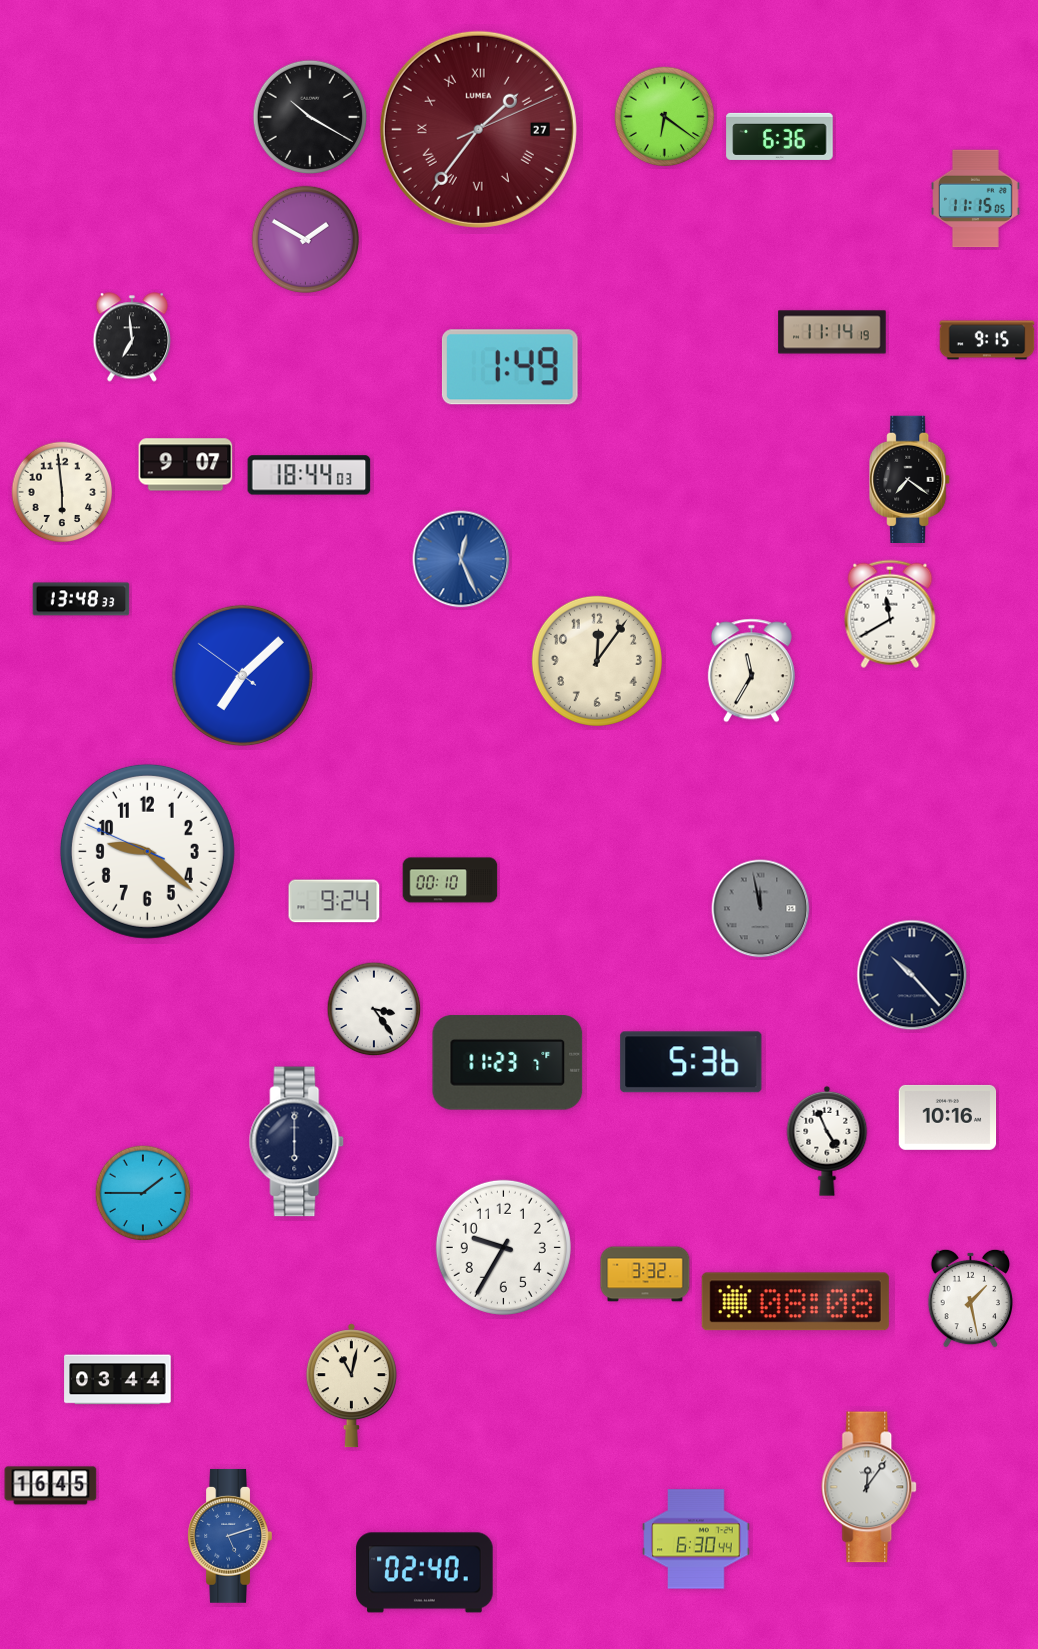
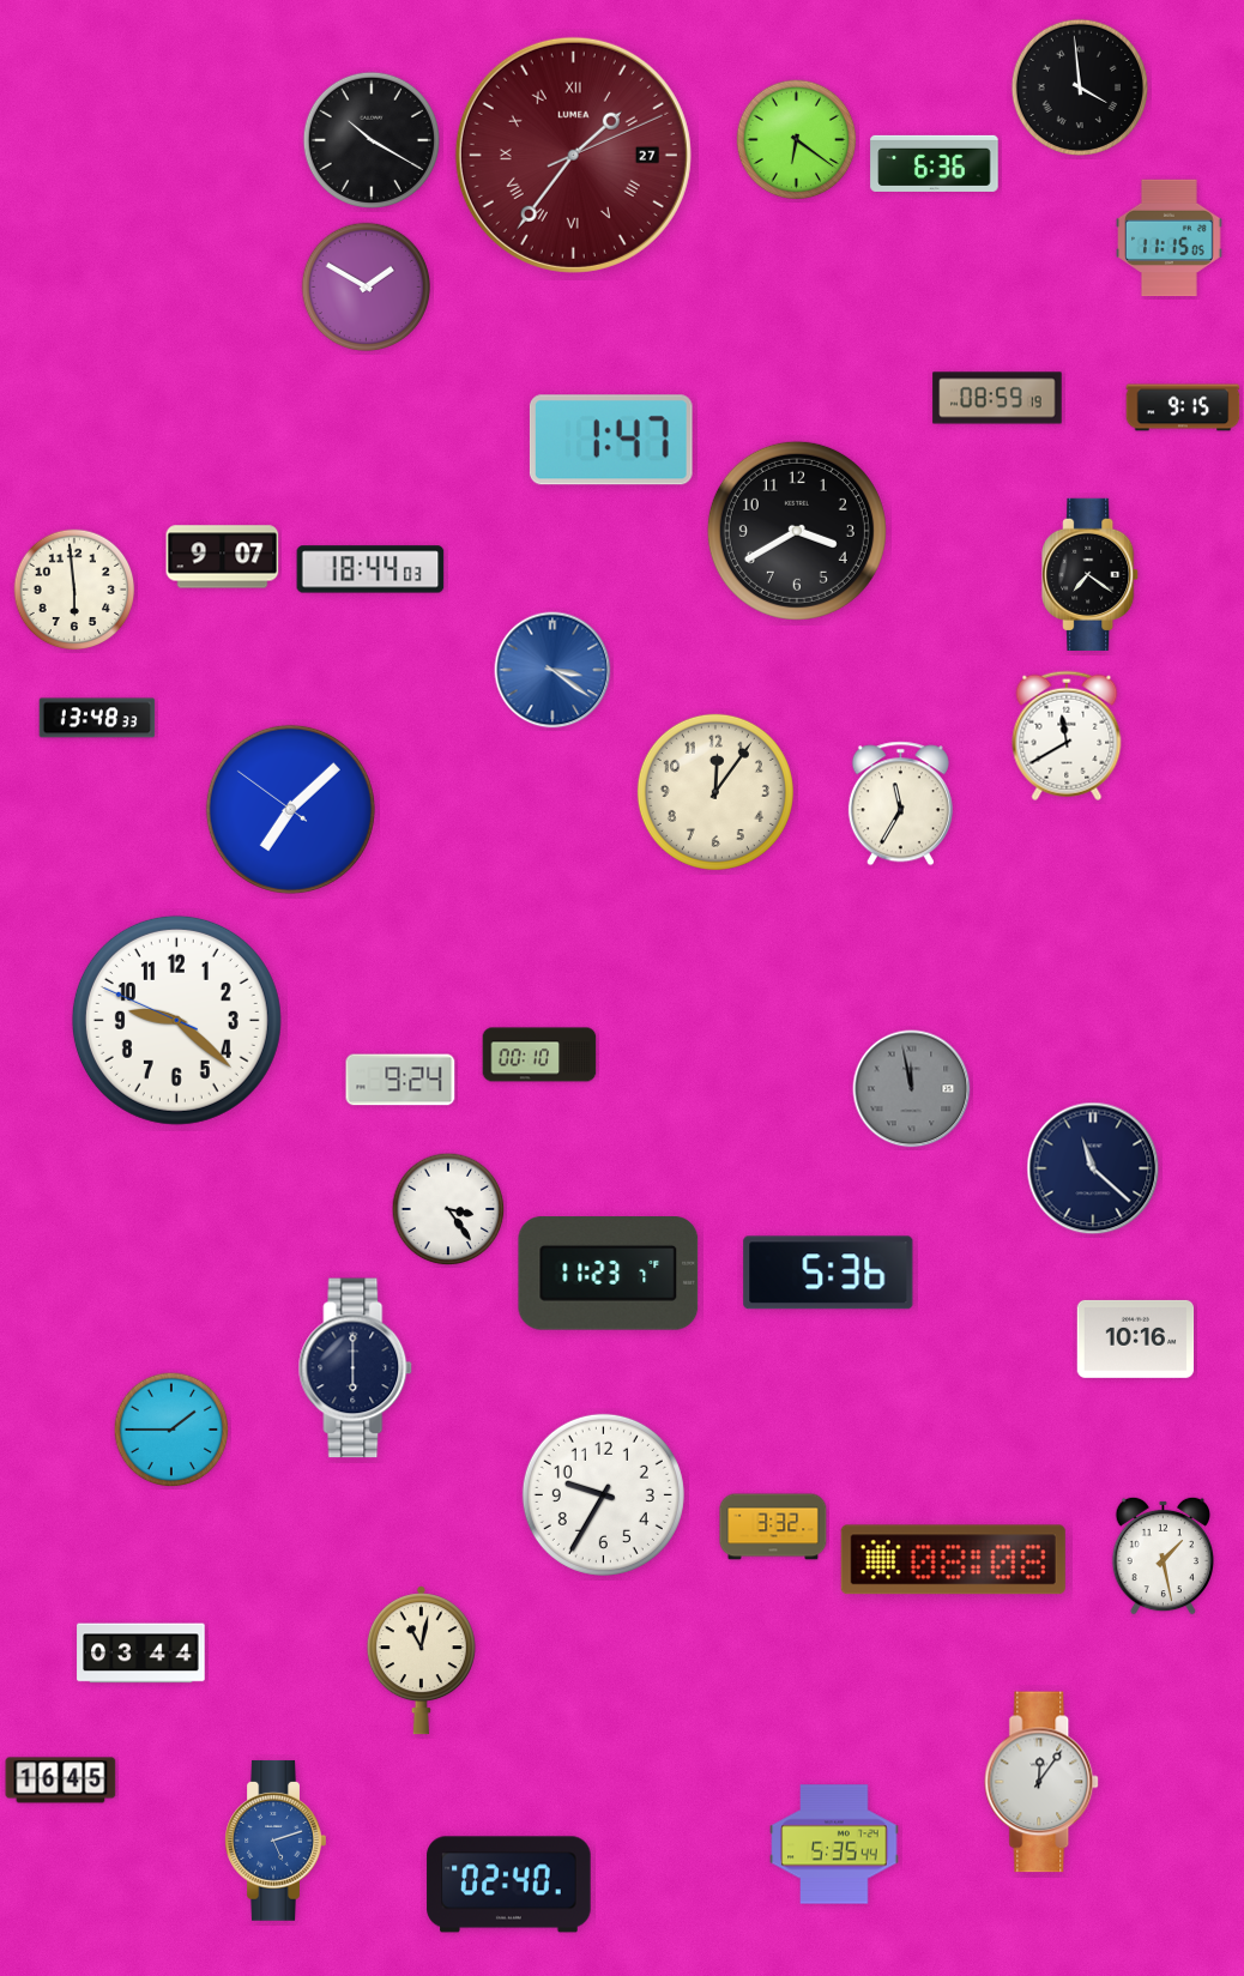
clock at (1079, 86): none -> 3:59
clock at (832, 332): 11:14 -> 08:59
clock at (132, 337): 6:59 -> none
clock at (510, 367): 1:49 -> 1:47
clock at (797, 531): none -> 3:40
clock at (461, 559): 12:26 -> 3:21
clock at (912, 975): 10:23 -> 11:22
clock at (827, 1141): 4:56 -> none
clock at (696, 1539): 6:30 -> 5:35
